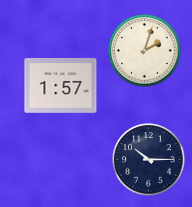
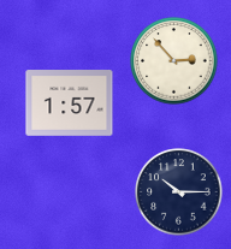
clock at (145, 51): 2:03 -> 2:53
clock at (61, 86) position: (61, 86) -> (70, 103)
